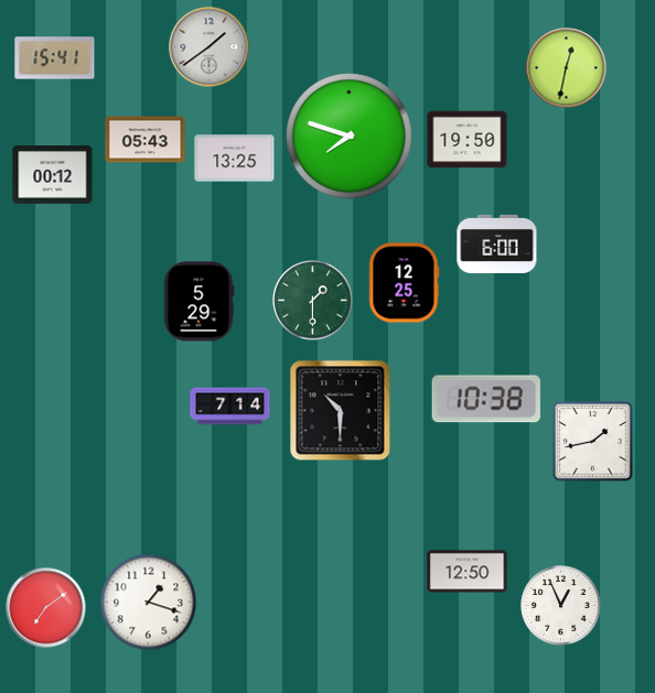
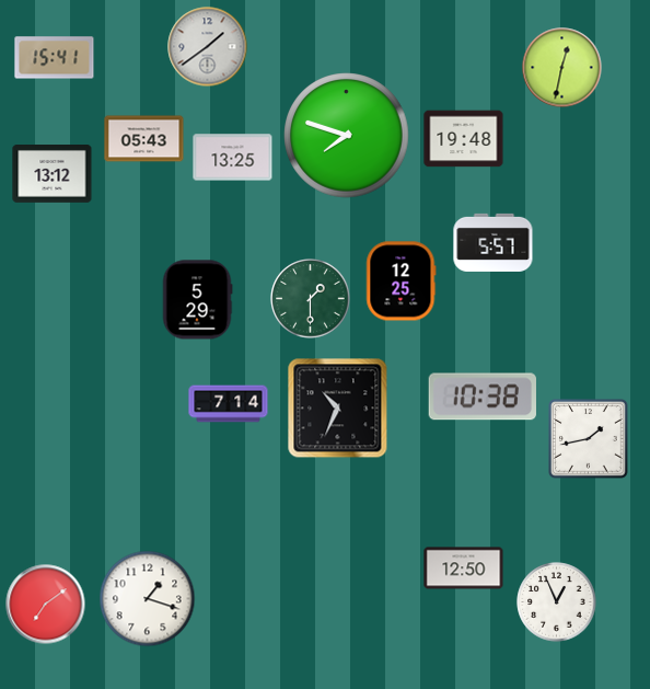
clock at (468, 140): 19:50 -> 19:48
clock at (53, 175): 00:12 -> 13:12
clock at (497, 243): 6:00 -> 5:57
clock at (341, 411): 10:30 -> 10:34
